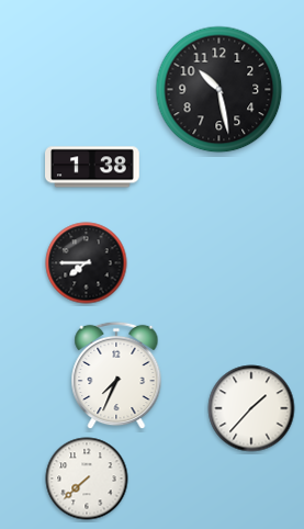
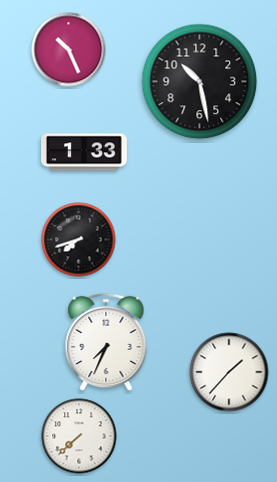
clock at (69, 50): none -> 10:26
clock at (92, 167): 1:38 -> 1:33
clock at (87, 263): 7:45 -> 7:42
